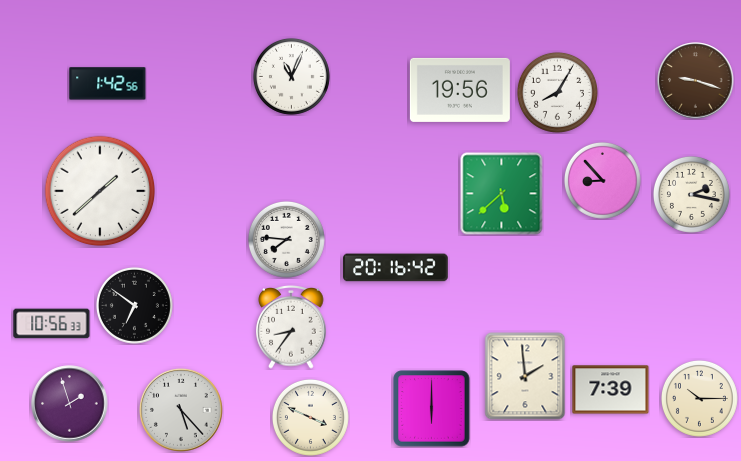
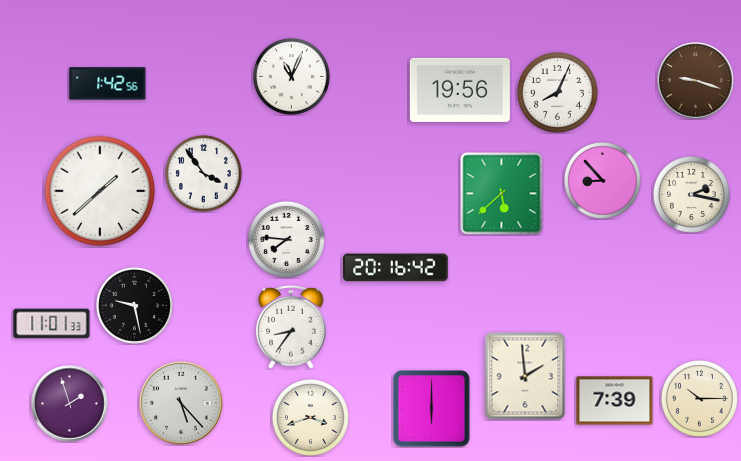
clock at (557, 92): 8:05 -> 8:04
clock at (203, 173): none -> 3:54
clock at (134, 305): 6:51 -> 9:28
clock at (52, 324): 10:56 -> 11:01
clock at (611, 390) position: (611, 390) -> (615, 401)
clock at (181, 410) position: (181, 410) -> (181, 403)
clock at (310, 417): 3:49 -> 3:42
